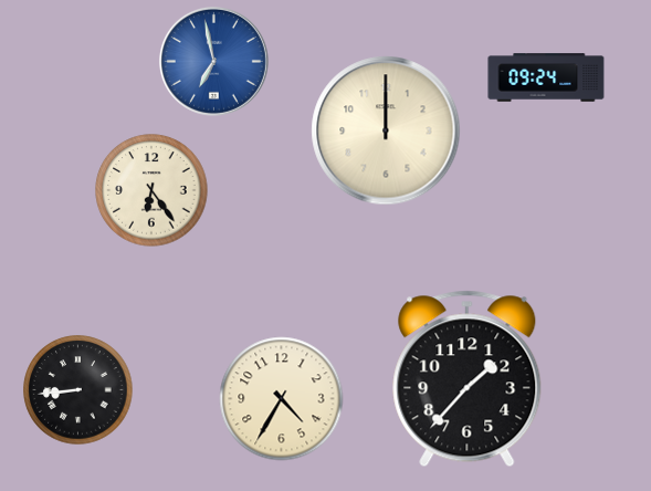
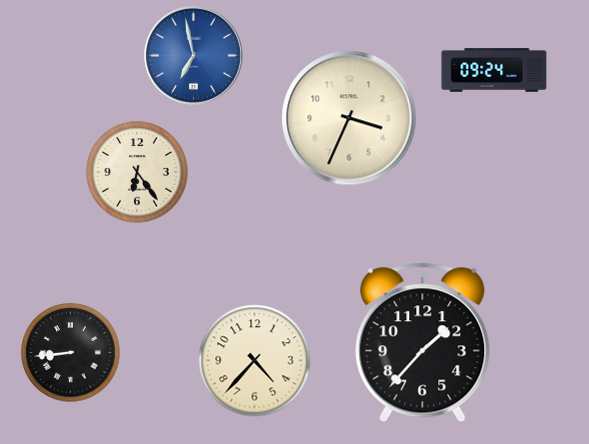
clock at (386, 130): 12:00 -> 3:34
clock at (282, 399): 4:35 -> 4:37
